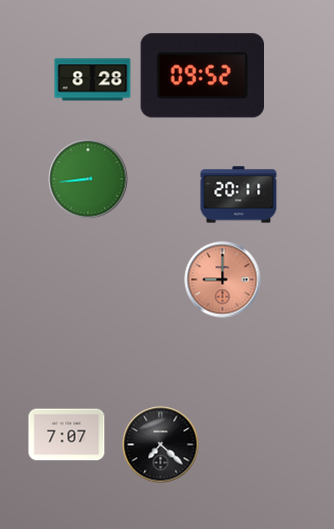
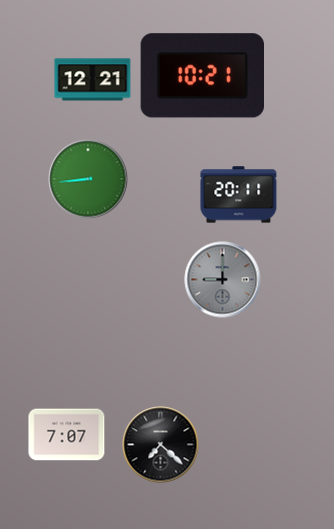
clock at (202, 76): 09:52 -> 10:21
clock at (93, 80): 8:28 -> 12:21
clock at (223, 280) dial: salmon -> grey
